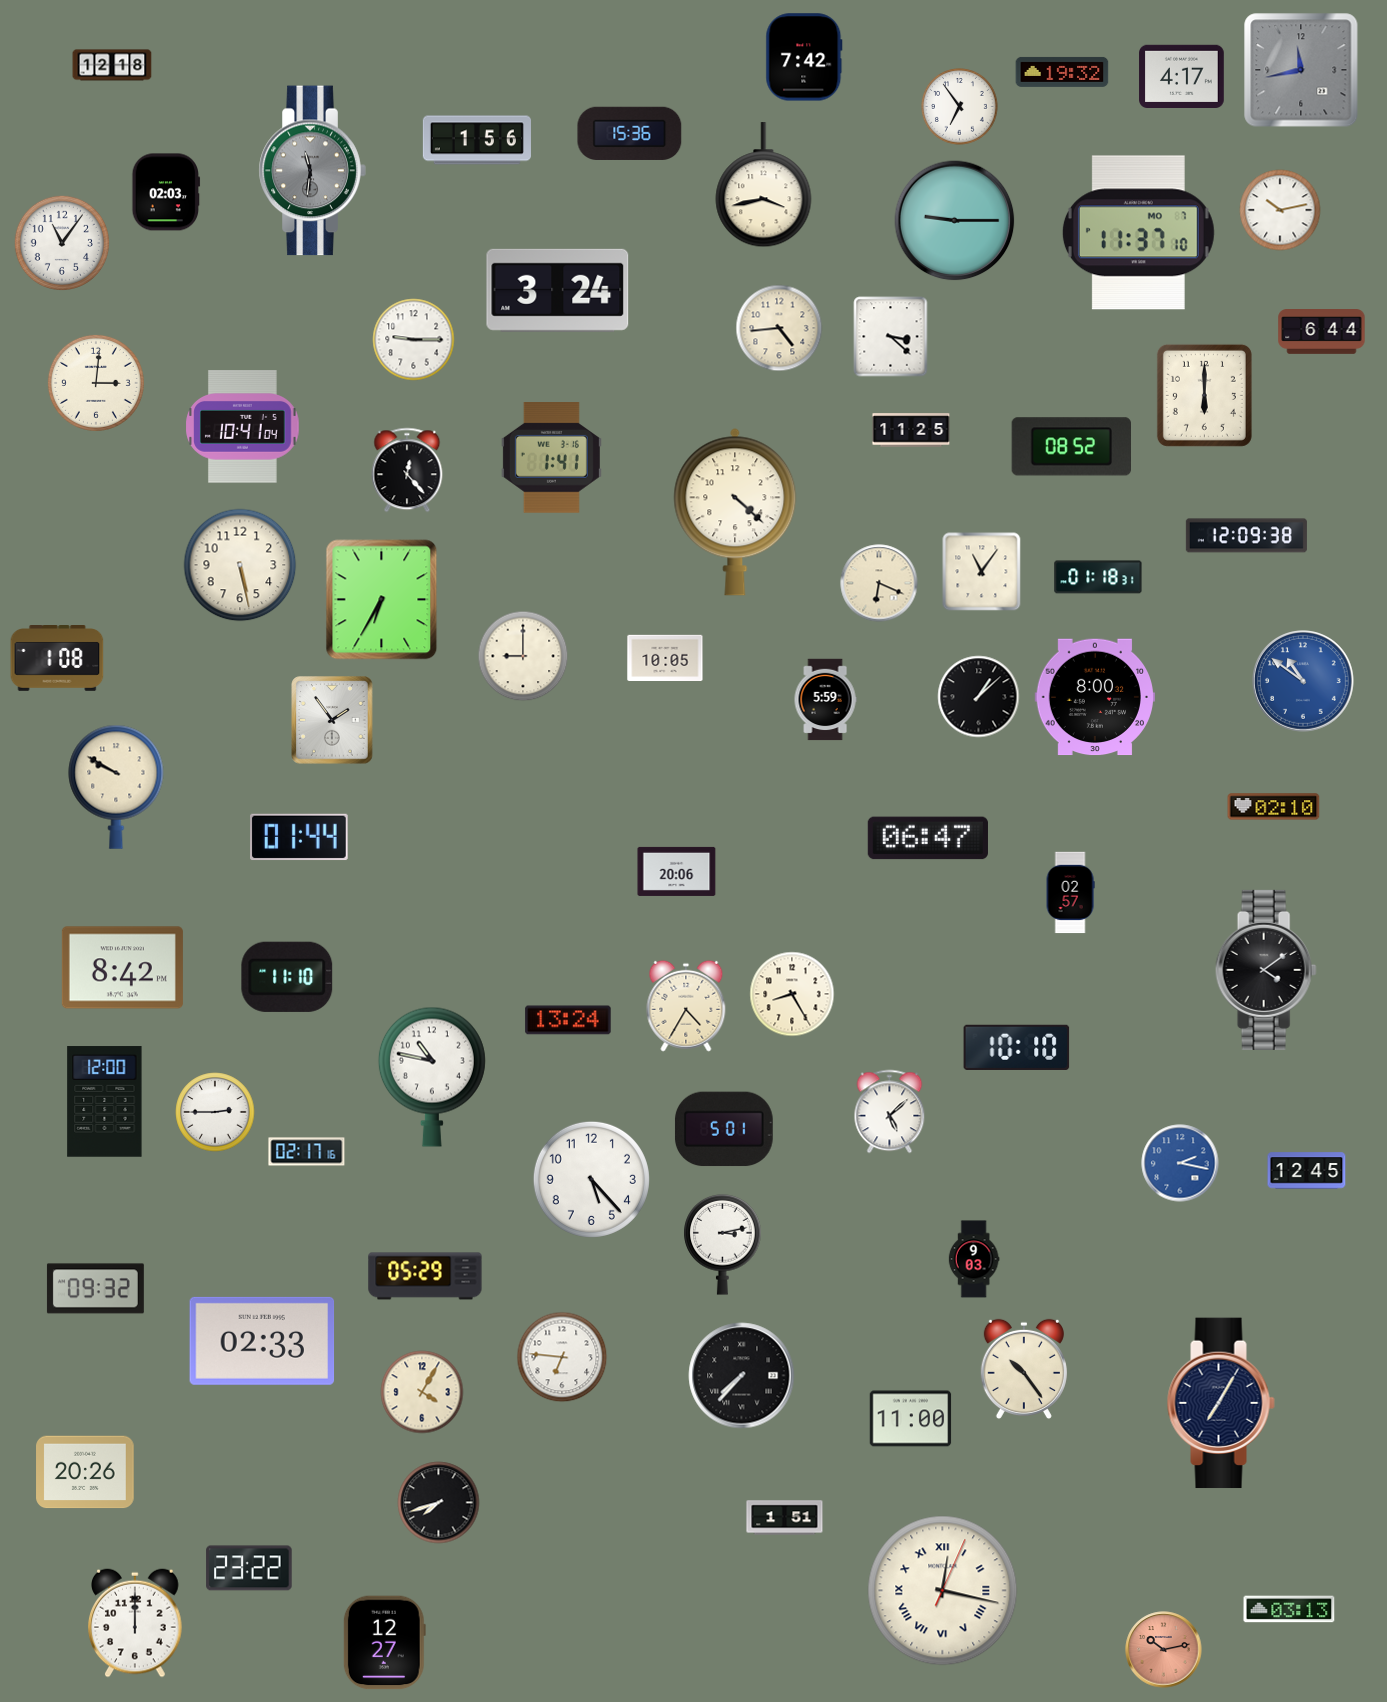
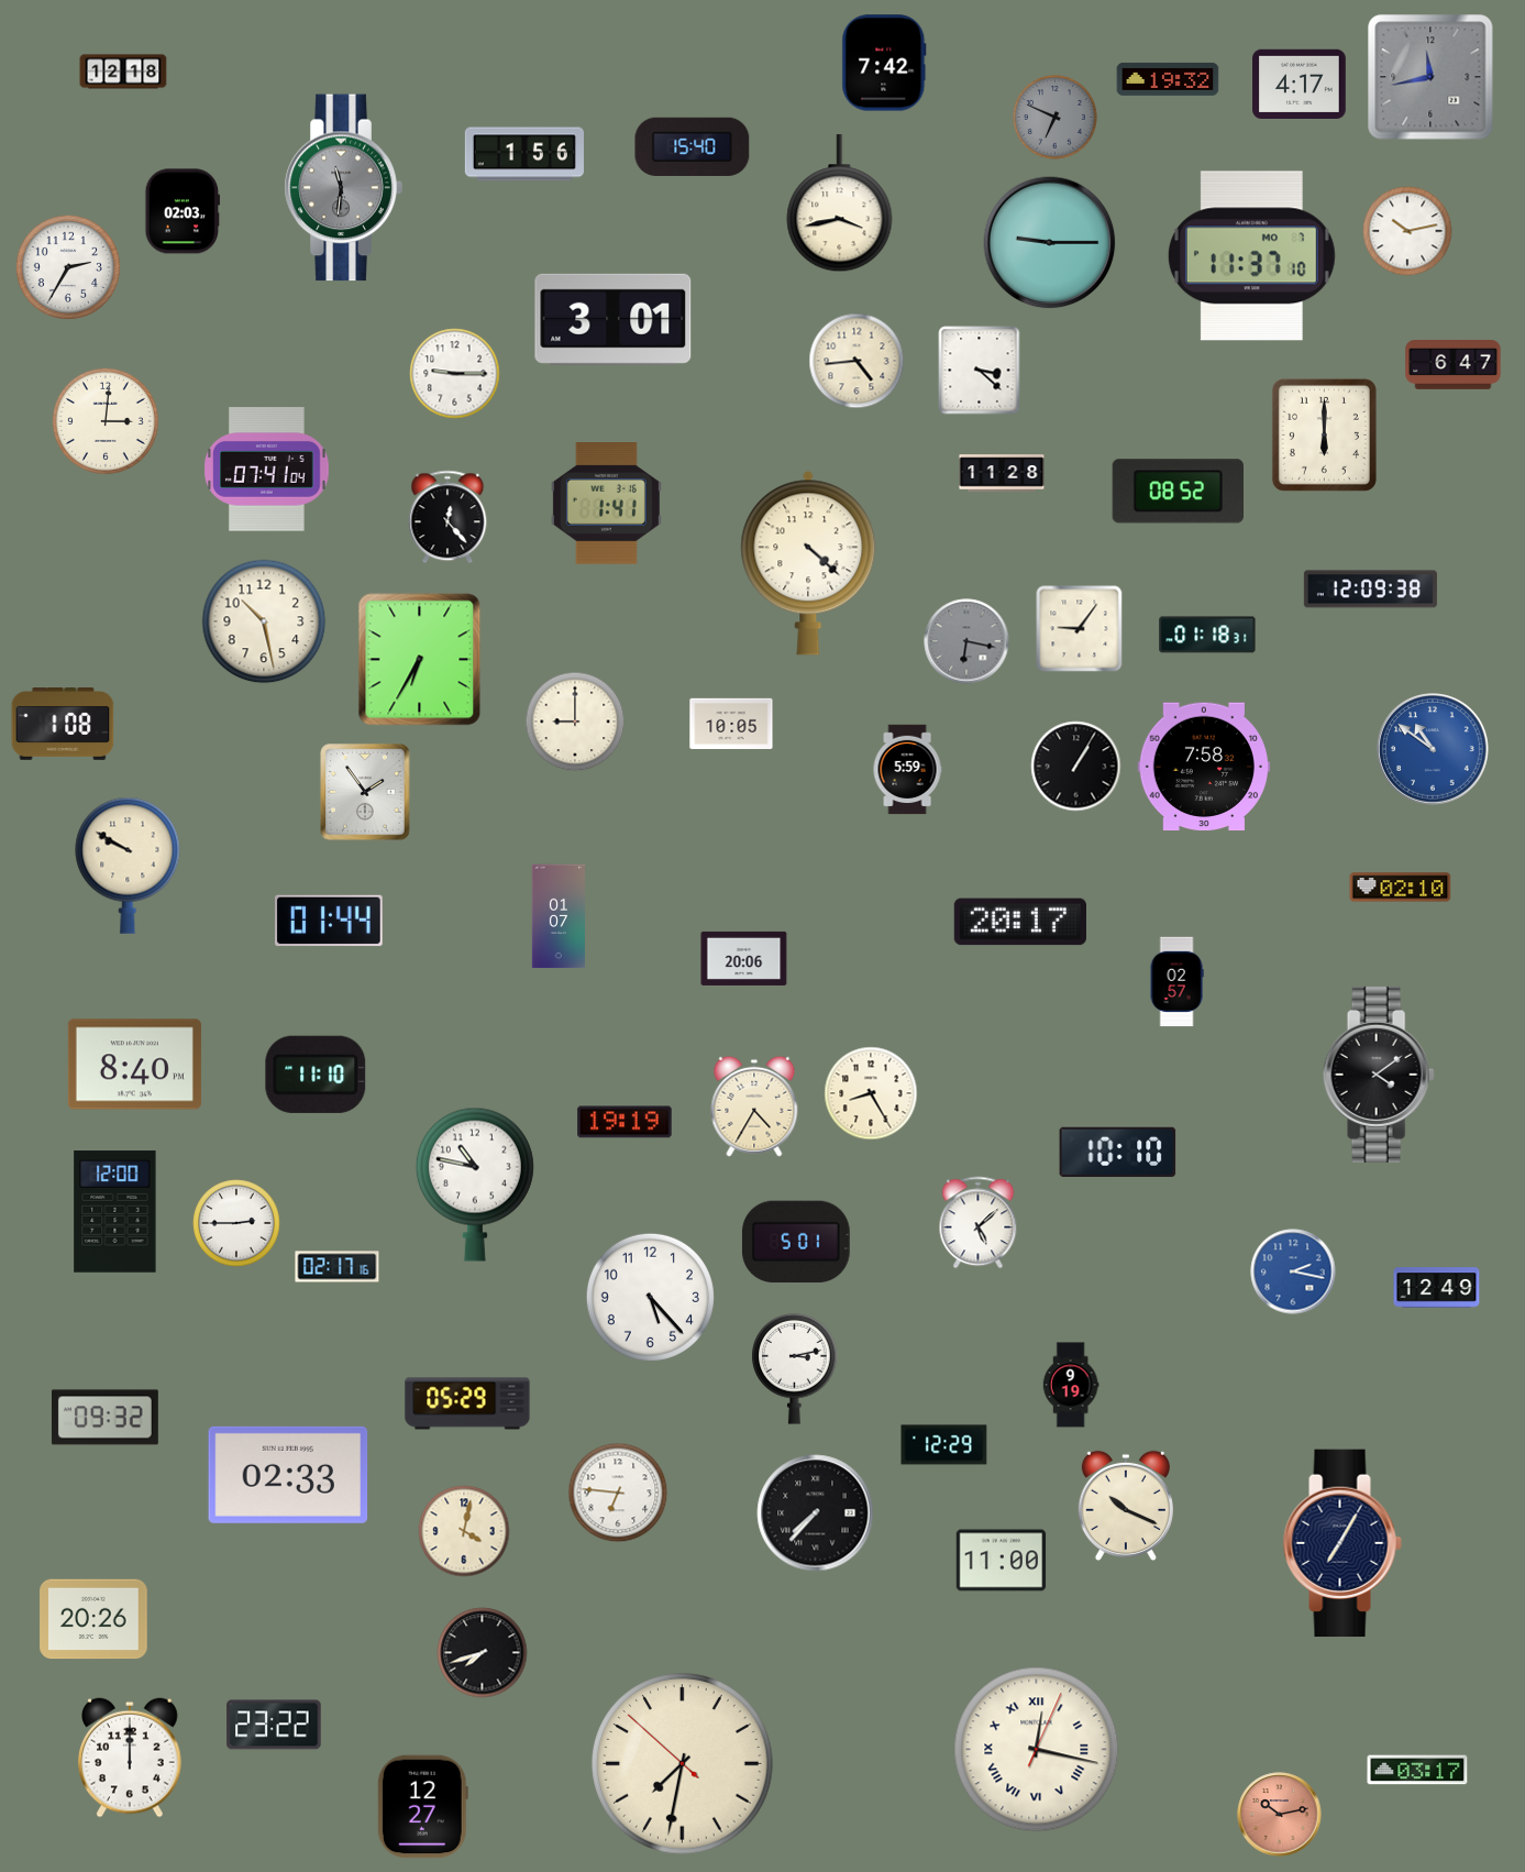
clock at (960, 107): 6:54 -> 6:49
clock at (960, 107) dial: white -> grey
clock at (630, 133): 15:36 -> 15:40
clock at (62, 243): 11:06 -> 2:35
clock at (558, 290): 3:24 -> 3:01
clock at (1322, 332): 6:44 -> 6:47
clock at (243, 427): 10:41 -> 07:41
clock at (911, 430): 11:25 -> 11:28
clock at (240, 565): 5:28 -> 10:28
clock at (982, 572): 11:06 -> 9:06
clock at (879, 583): 6:19 -> 6:17
clock at (879, 583) dial: cream -> grey
clock at (979, 697): 1:08 -> 1:05
clock at (1095, 697): 8:00 -> 7:58
clock at (557, 916): none -> 01:07
clock at (928, 838): 06:47 -> 20:17
clock at (122, 968): 8:42 -> 8:40
clock at (1266, 970) position: (1266, 970) -> (1379, 1075)
clock at (568, 1020): 13:24 -> 19:19
clock at (1180, 1163) position: (1180, 1163) -> (1293, 1271)
clock at (1307, 1171): 12:45 -> 12:49
clock at (974, 1259): 9:03 -> 9:19
clock at (944, 1445): none -> 12:29
clock at (1024, 1369): 10:24 -> 10:19
clock at (422, 1392): 4:05 -> 4:02
clock at (785, 1518): 1:51 -> none
clock at (683, 1764): none -> 7:31
clock at (1289, 1609): 03:13 -> 03:17
clock at (136, 1623) position: (136, 1623) -> (131, 1758)
